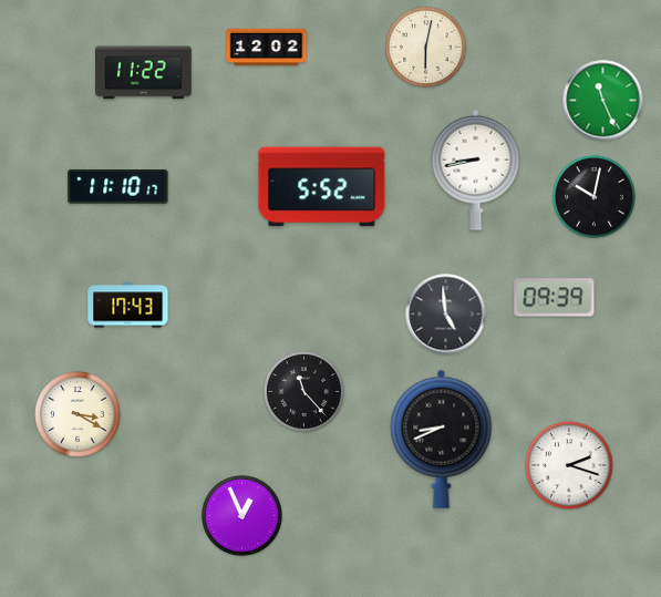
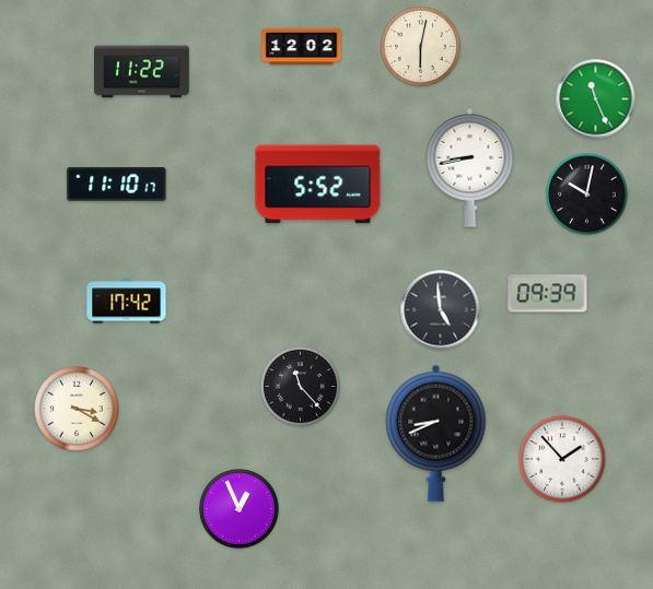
clock at (267, 48) position: (267, 48) -> (302, 47)
clock at (128, 306): 17:43 -> 17:42
clock at (569, 465): 2:18 -> 1:53
